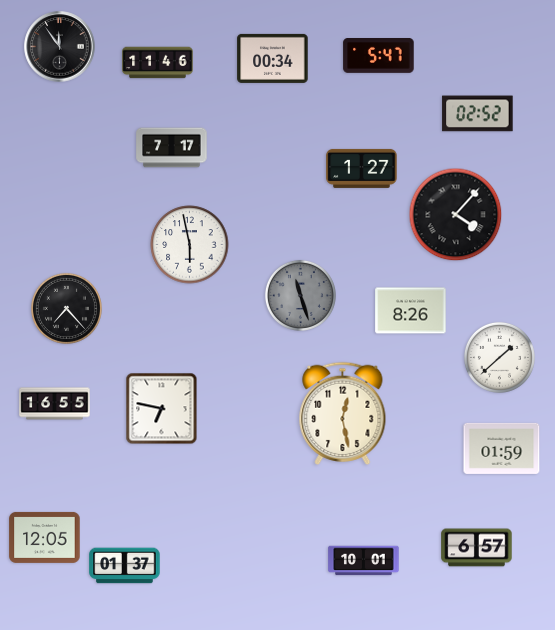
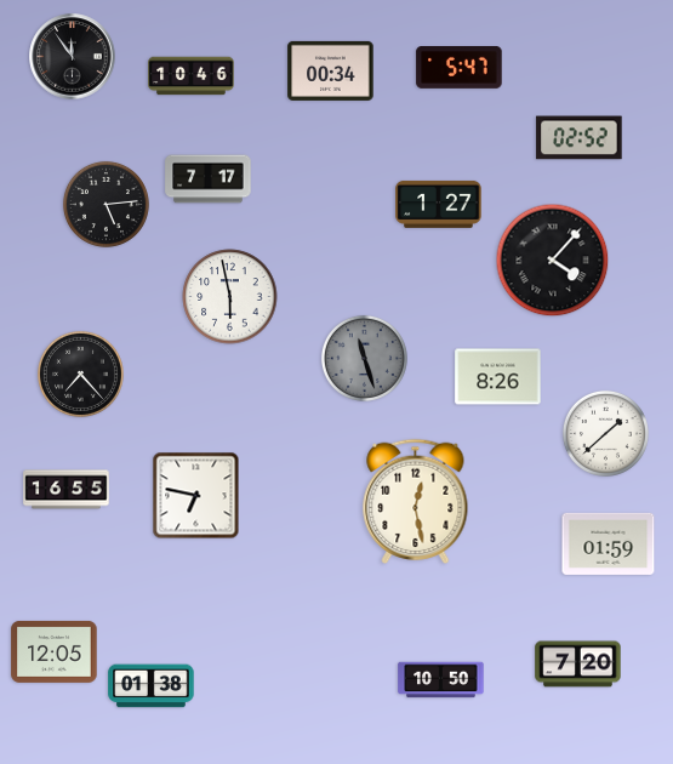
clock at (158, 63): 11:46 -> 10:46
clock at (105, 204): none -> 5:14
clock at (477, 548): 6:57 -> 7:20
clock at (364, 561): 10:01 -> 10:50
clock at (125, 566): 01:37 -> 01:38
